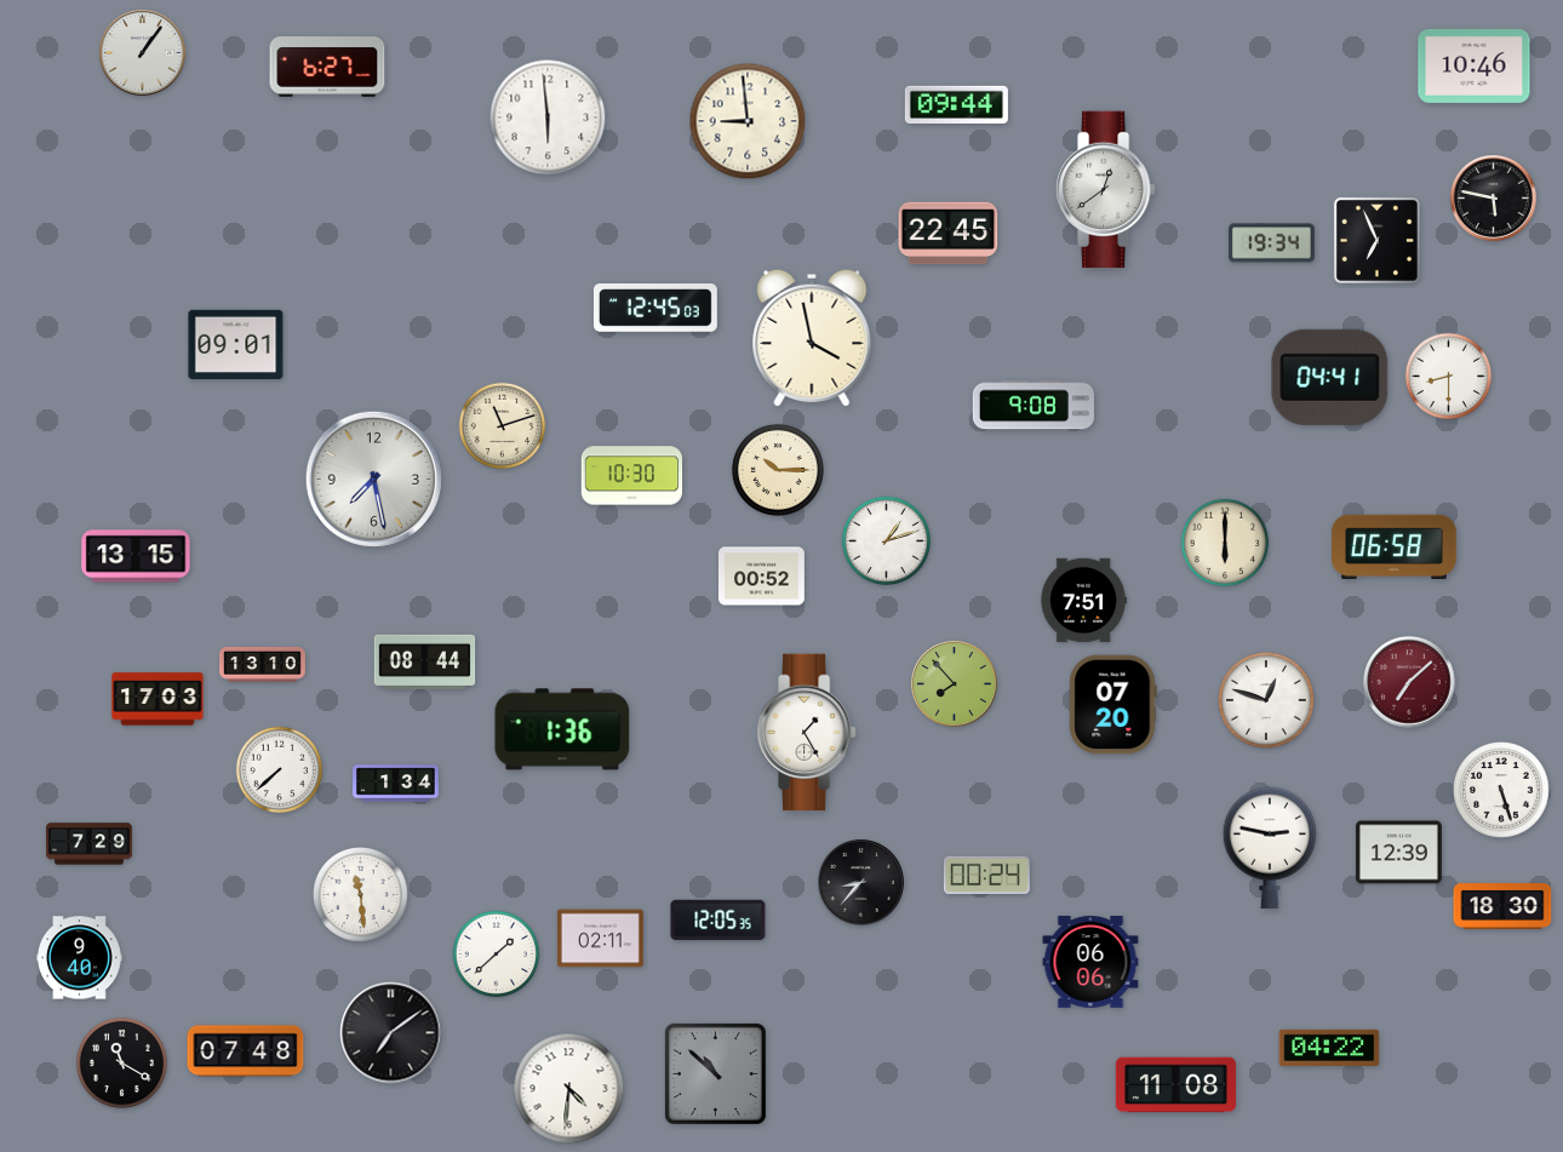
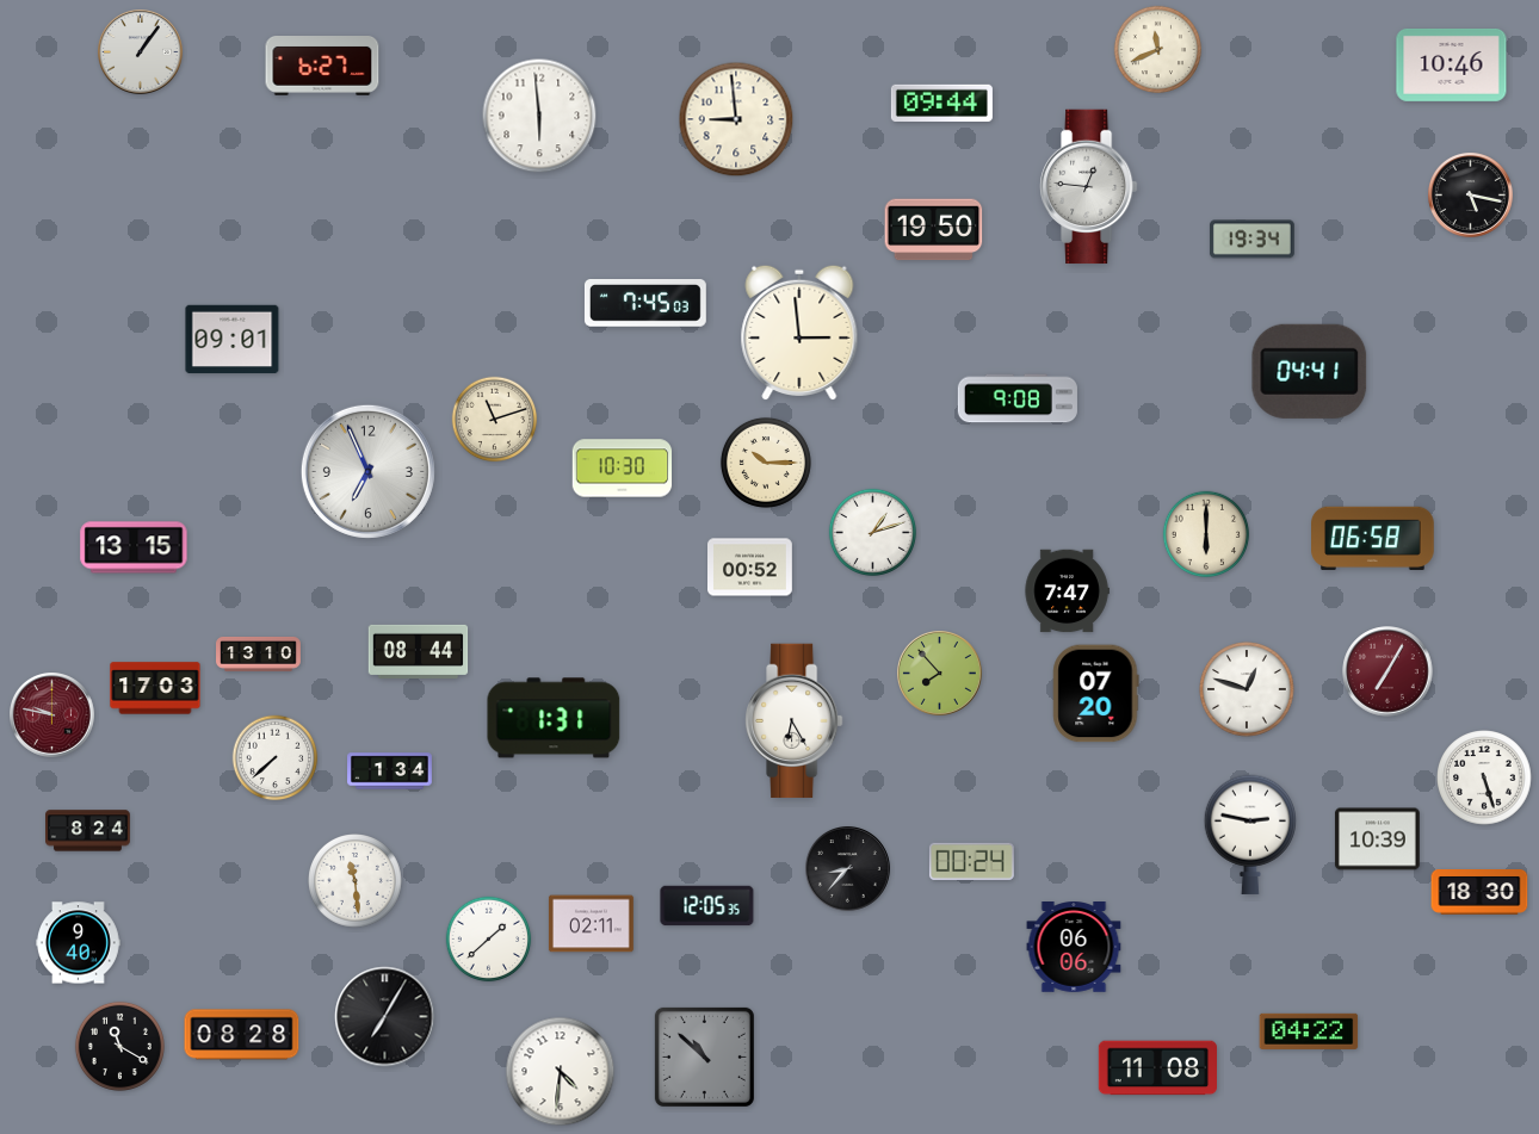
clock at (1157, 49): none -> 11:41
clock at (1106, 190): 12:39 -> 12:46
clock at (1494, 199): 5:47 -> 5:17
clock at (949, 234): 22:45 -> 19:50
clock at (1376, 240): 6:56 -> none
clock at (655, 309): 12:45 -> 7:45
clock at (812, 338): 3:58 -> 2:59
clock at (1449, 377): 8:30 -> none
clock at (373, 478): 7:28 -> 6:56
clock at (1083, 601): 7:51 -> 7:47
clock at (1409, 682): 7:08 -> 7:05
clock at (52, 715): none -> 9:47
clock at (562, 729): 1:36 -> 1:31
clock at (807, 733): 1:25 -> 6:25
clock at (1501, 790) position: (1501, 790) -> (1484, 777)
clock at (90, 844): 7:29 -> 8:24
clock at (1398, 853): 12:39 -> 10:39
clock at (391, 1033): 7:09 -> 7:05
clock at (246, 1051): 07:48 -> 08:28
